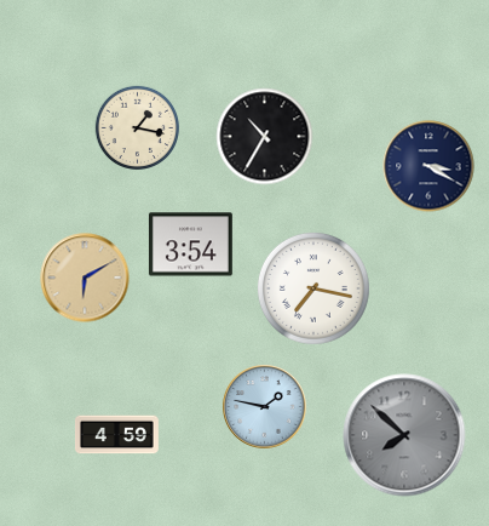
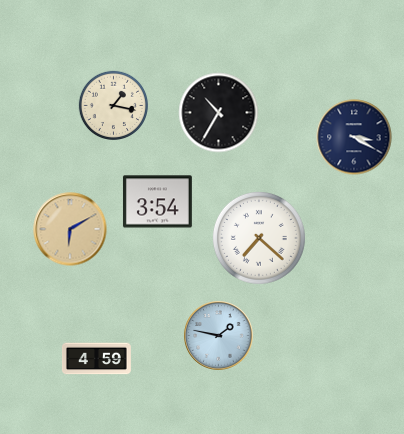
clock at (313, 288): 7:17 -> 7:22
clock at (404, 435): 7:52 -> none
